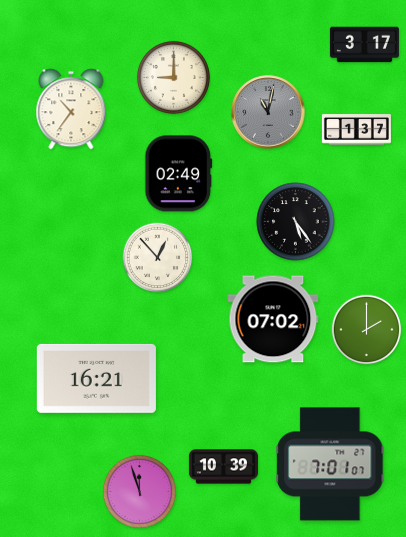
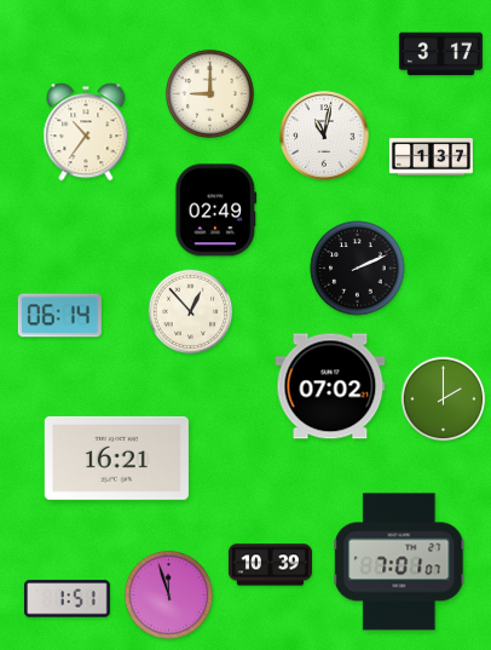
clock at (268, 112) dial: grey -> white
clock at (296, 222): 5:24 -> 2:11
clock at (59, 316): none -> 06:14
clock at (68, 599): none -> 1:51
